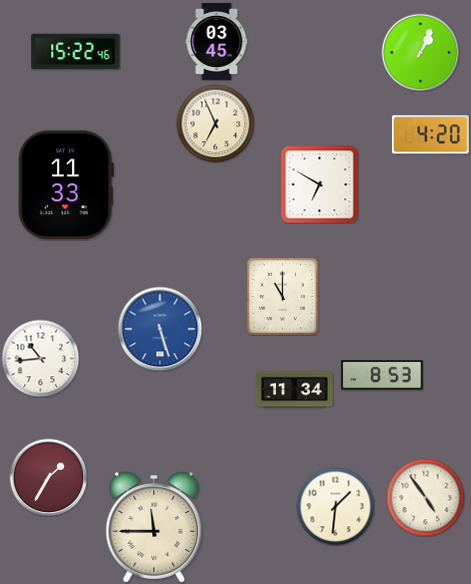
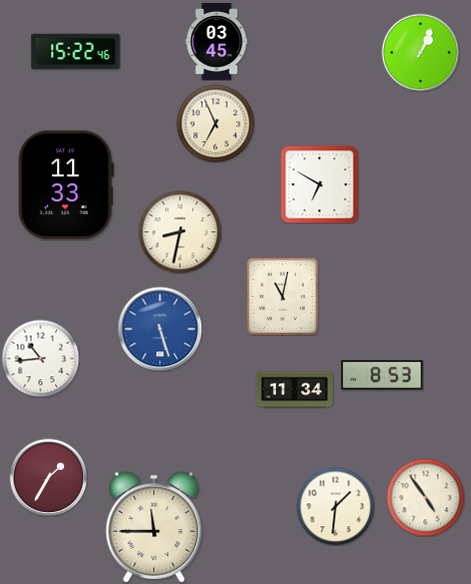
clock at (430, 135): 4:20 -> none
clock at (180, 232): none -> 8:32
clock at (282, 296): 11:00 -> 11:02
